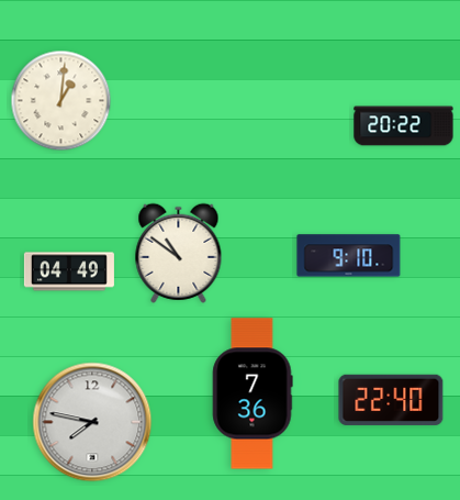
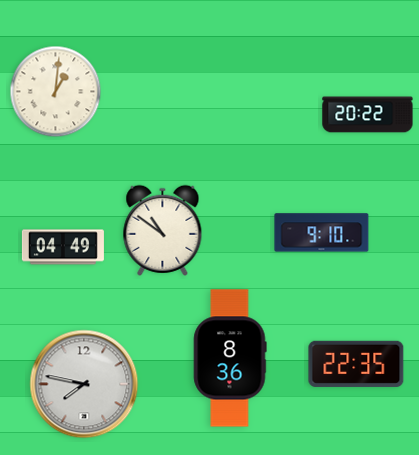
clock at (349, 256) position: (349, 256) -> (322, 233)
clock at (253, 393): 7:36 -> 8:36
clock at (391, 400): 22:40 -> 22:35
